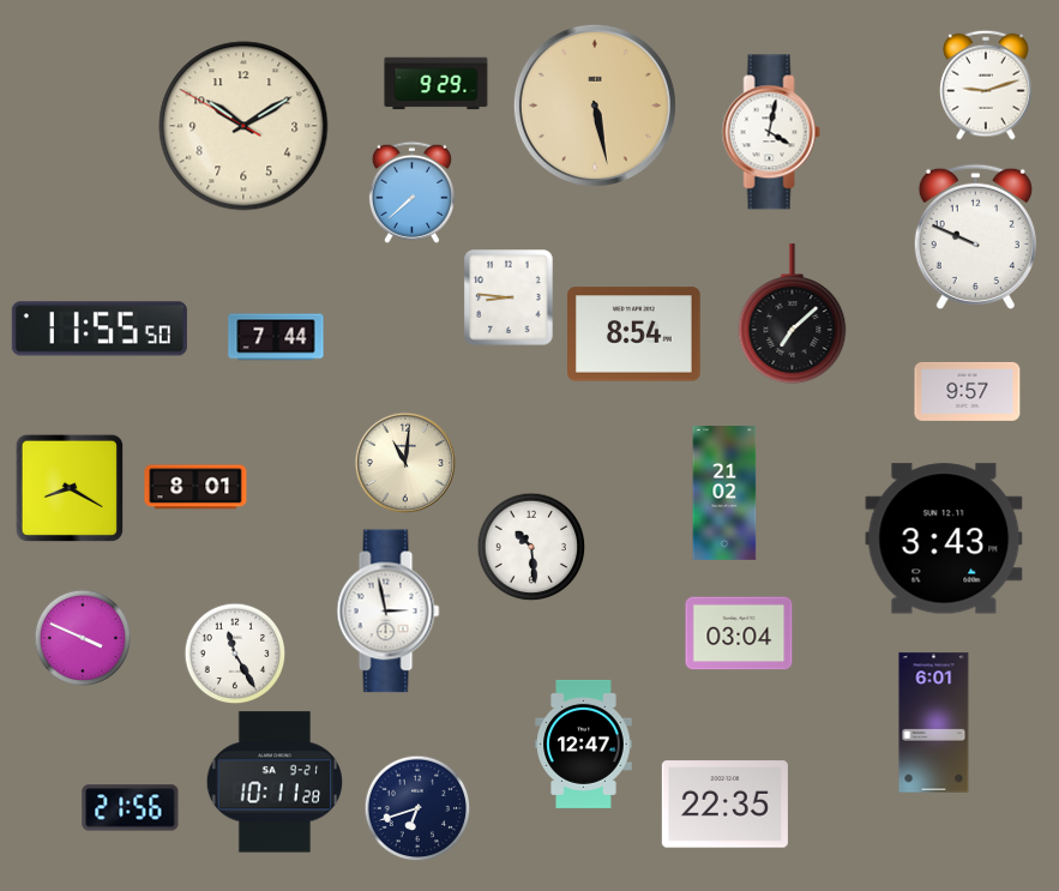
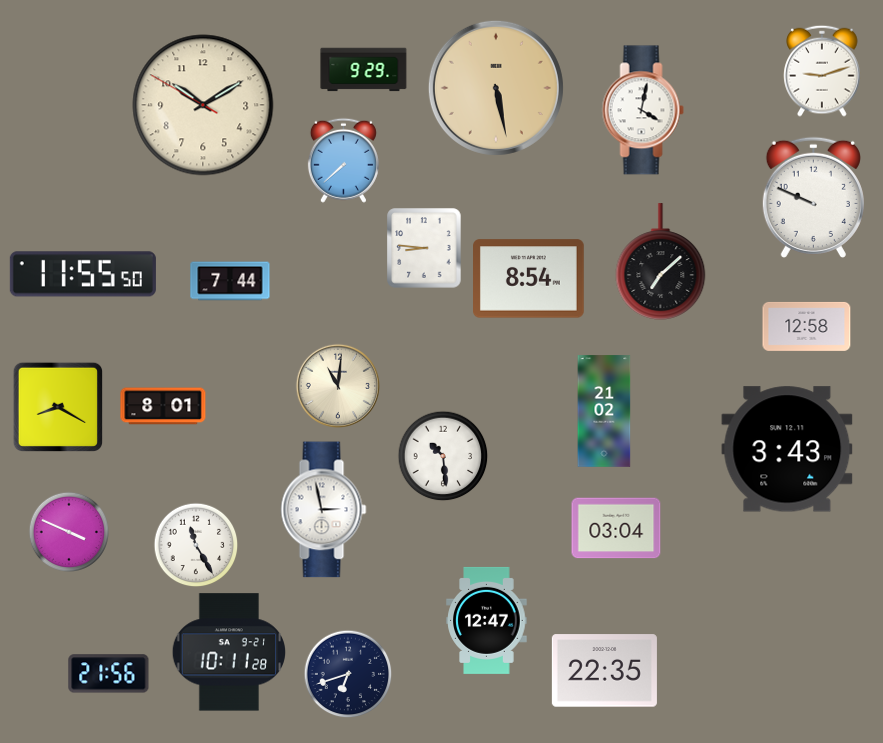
clock at (968, 391): 9:57 -> 12:58
clock at (934, 723): 6:01 -> none
